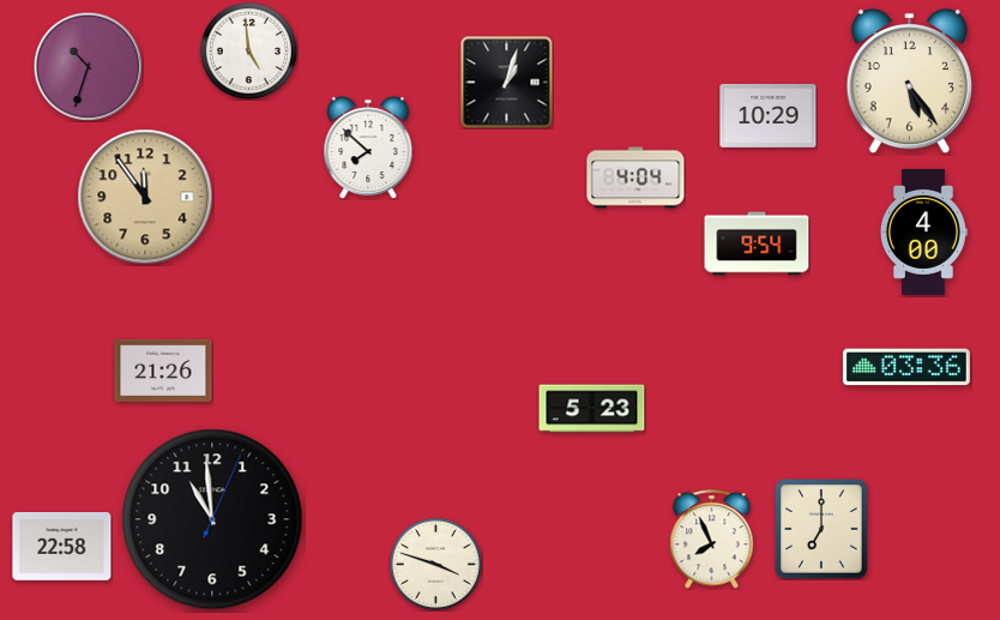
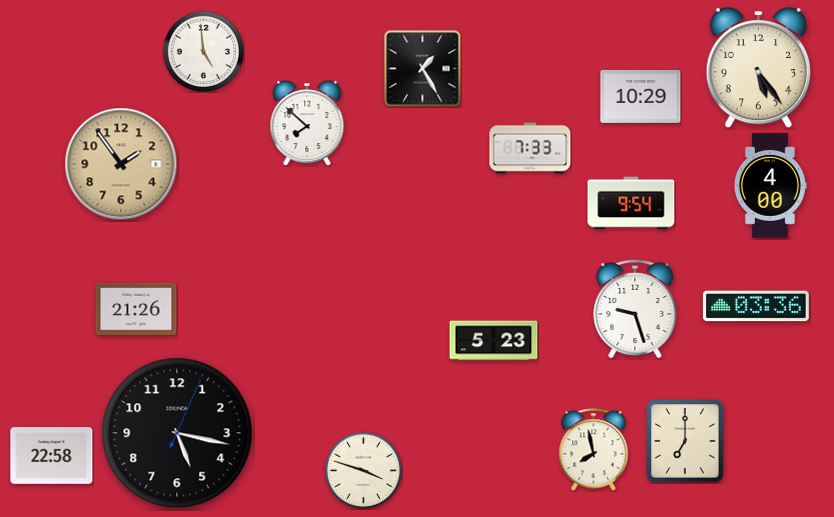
clock at (248, 50) position: (248, 50) -> (203, 51)
clock at (88, 66): 10:33 -> none
clock at (507, 83): 1:03 -> 1:25
clock at (635, 177): 4:04 -> 7:33
clock at (145, 197): 11:54 -> 1:54
clock at (923, 231) position: (923, 231) -> (770, 185)
clock at (635, 308): none -> 9:27
clock at (212, 519): 10:59 -> 5:17
clock at (712, 540): 7:56 -> 7:58
